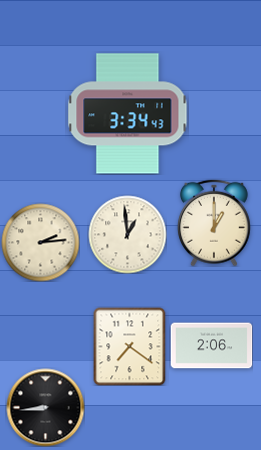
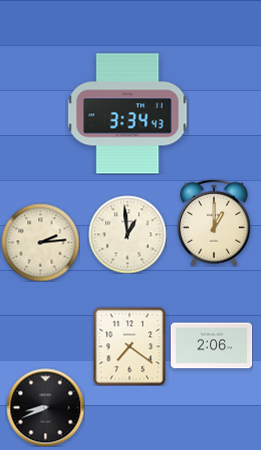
clock at (45, 407): 8:44 -> 8:41
